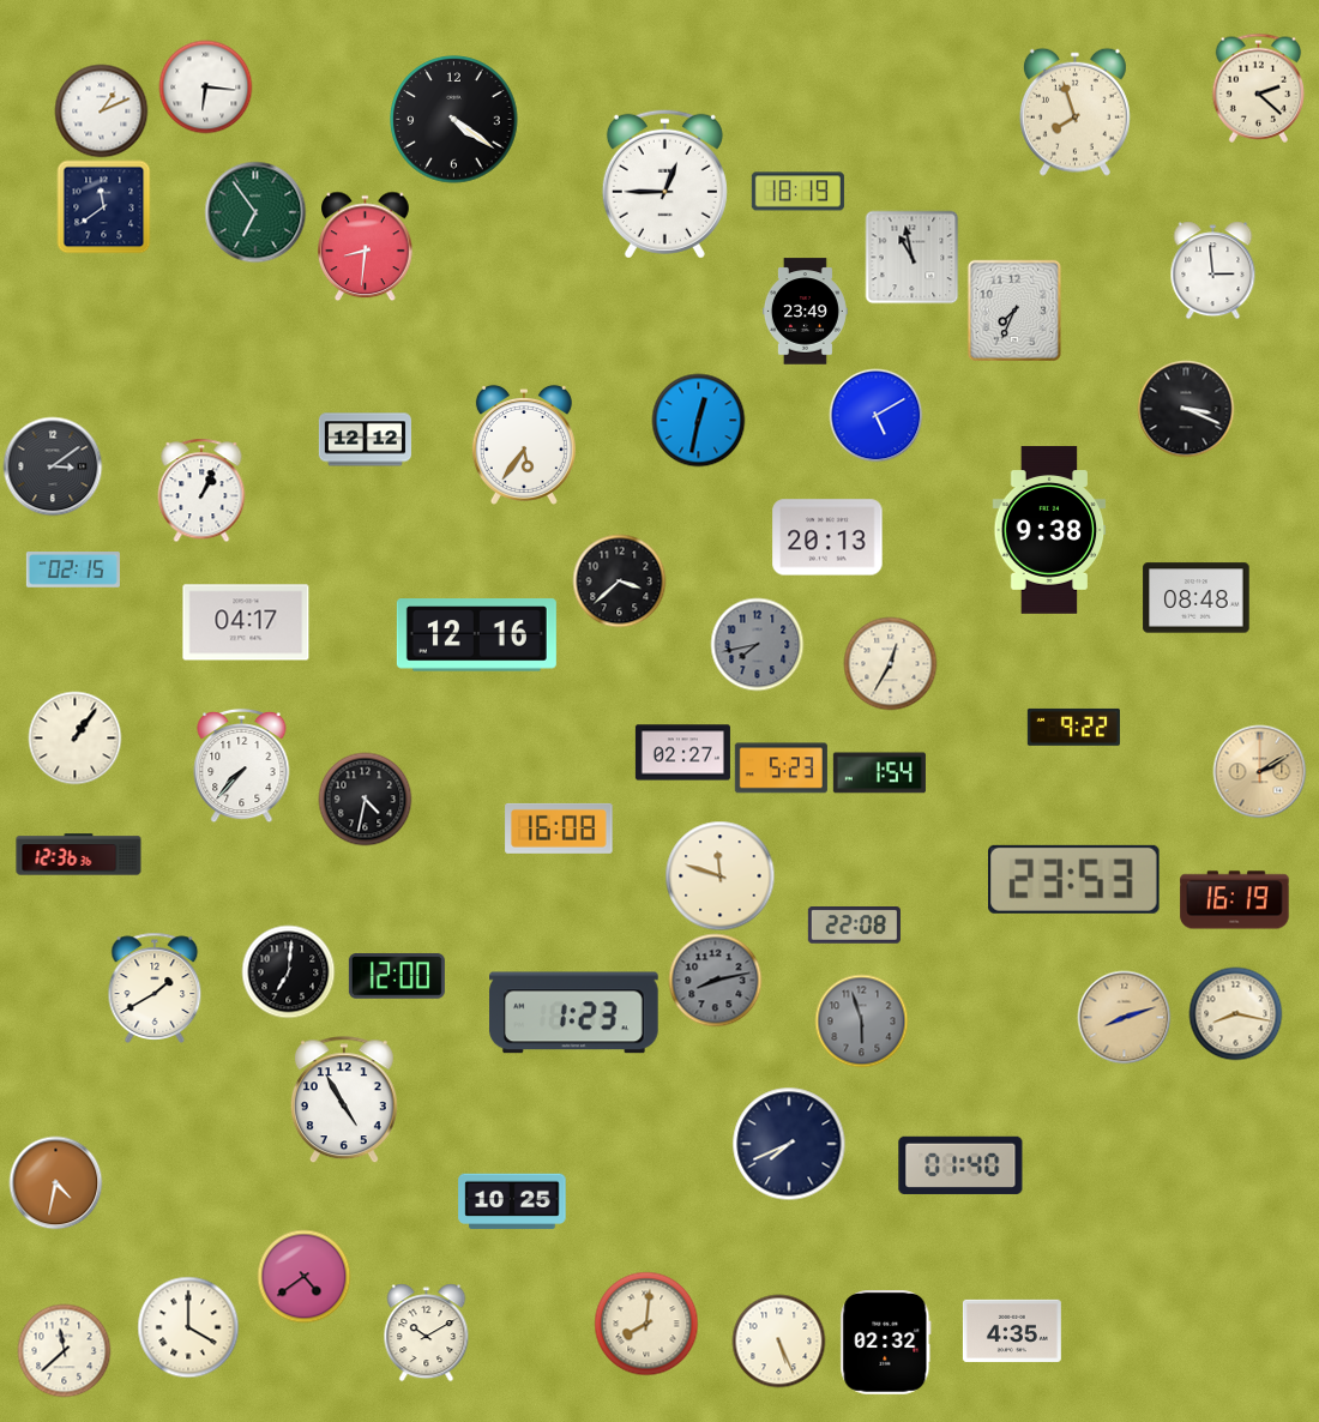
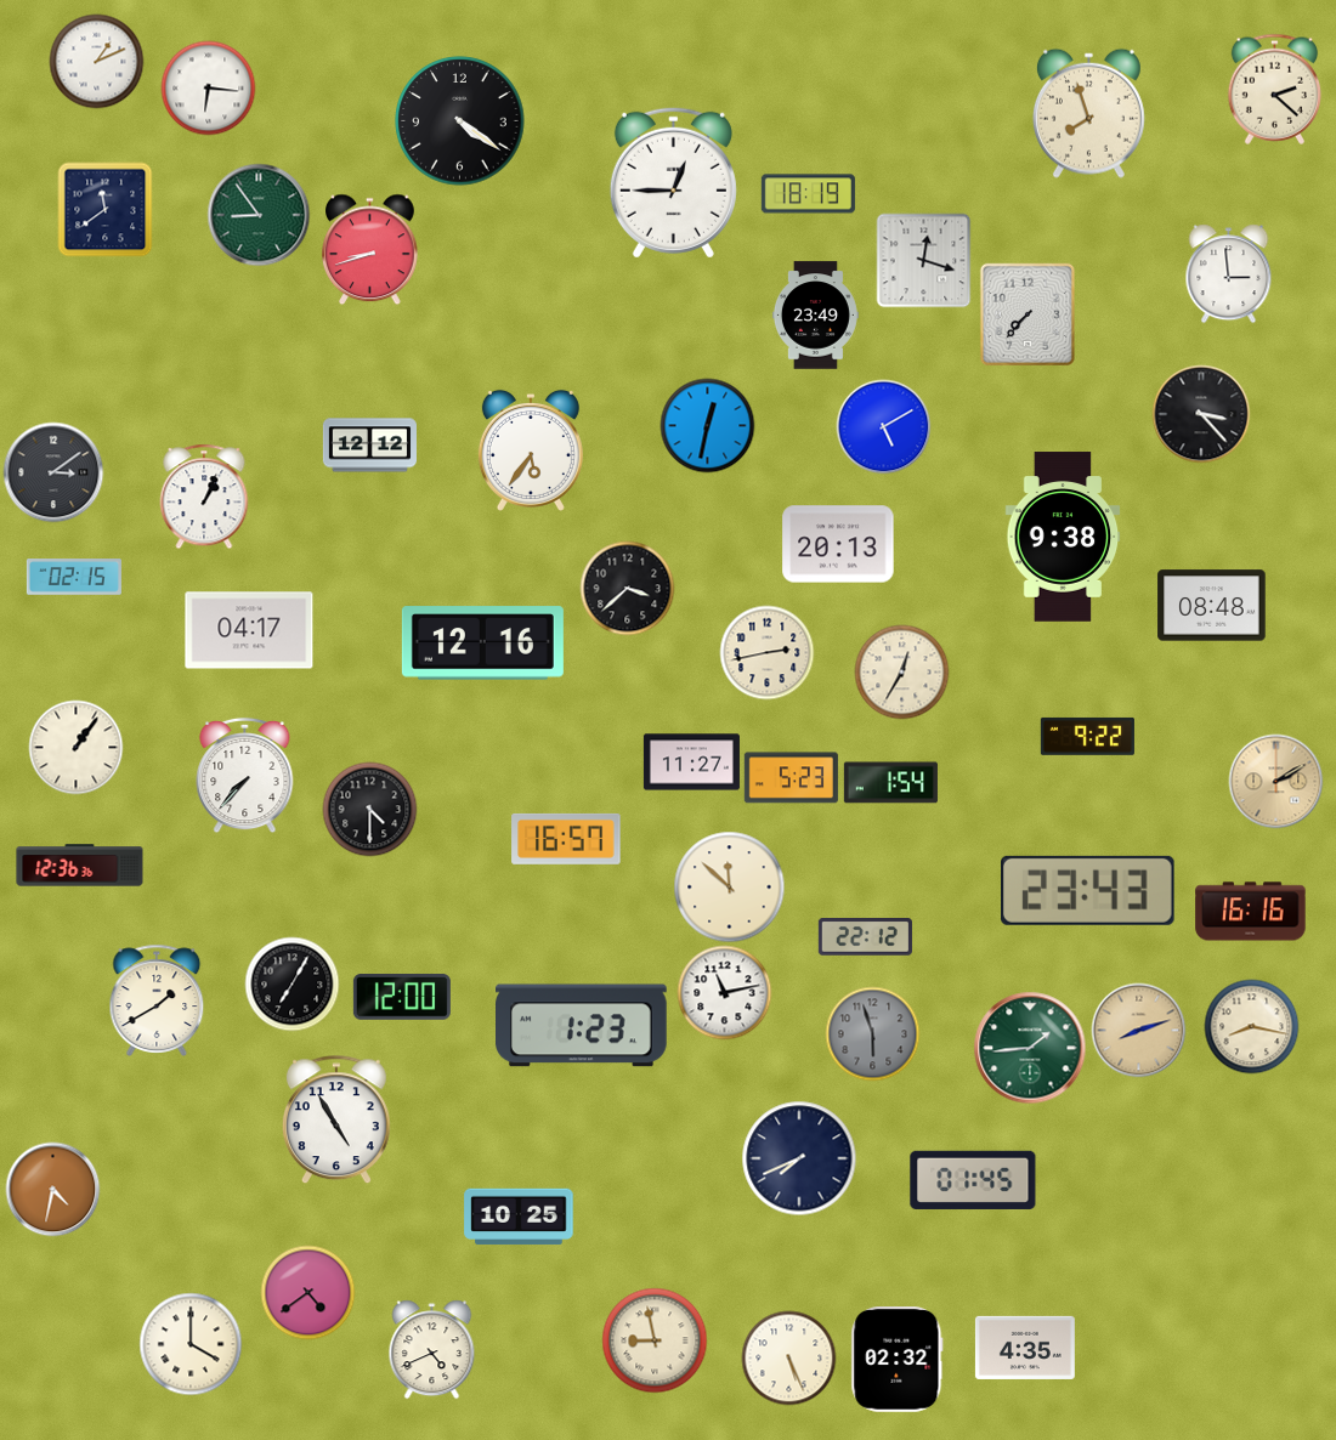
clock at (101, 110) position: (101, 110) -> (96, 61)
clock at (664, 183) position: (664, 183) -> (673, 182)
clock at (255, 212): 6:54 -> 8:54
clock at (366, 246): 8:31 -> 8:42
clock at (911, 257): 10:58 -> 12:18
clock at (1013, 309): 7:34 -> 7:37
clock at (1186, 409): 3:19 -> 3:23
clock at (875, 415) position: (875, 415) -> (883, 426)
clock at (757, 644): 7:43 -> 2:43
clock at (757, 644) dial: grey -> cream
clock at (682, 753): 02:27 -> 11:27
clock at (365, 799): 4:32 -> 4:30
clock at (559, 829): 16:08 -> 16:57
clock at (719, 875): 11:48 -> 11:52
clock at (1074, 879): 23:53 -> 23:43
clock at (1235, 900): 16:19 -> 16:16
clock at (854, 926): 22:08 -> 22:12
clock at (288, 971): 7:01 -> 7:05
clock at (397, 977) position: (397, 977) -> (402, 998)
clock at (715, 980): 8:13 -> 11:13
clock at (715, 980) dial: grey -> white
clock at (1030, 1048): none -> 1:44
clock at (344, 1099) position: (344, 1099) -> (336, 1119)
clock at (960, 1165): 01:40 -> 01:45
clock at (55, 1182) position: (55, 1182) -> (52, 1189)
clock at (646, 1324): 8:01 -> 8:58
clock at (427, 1332): 10:10 -> 4:41
clock at (64, 1350): 11:38 -> none
